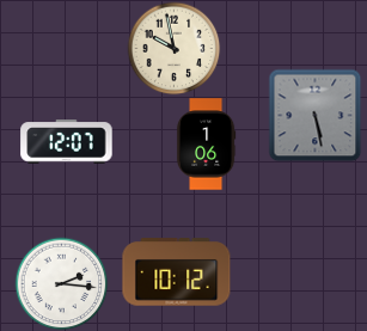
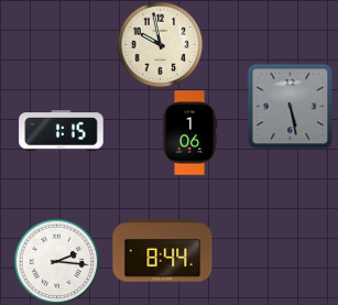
clock at (67, 142): 12:07 -> 1:15
clock at (177, 272): 10:12 -> 8:44
